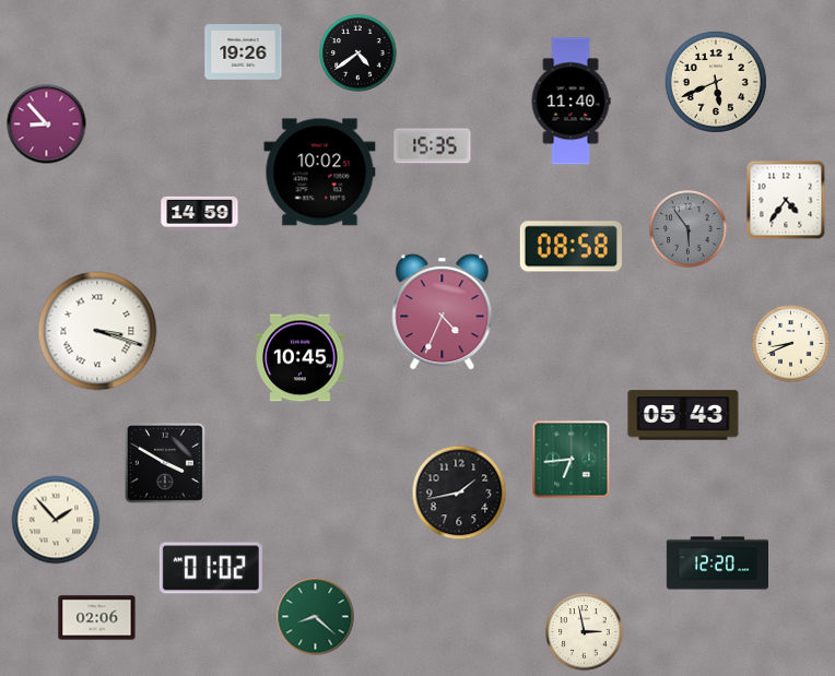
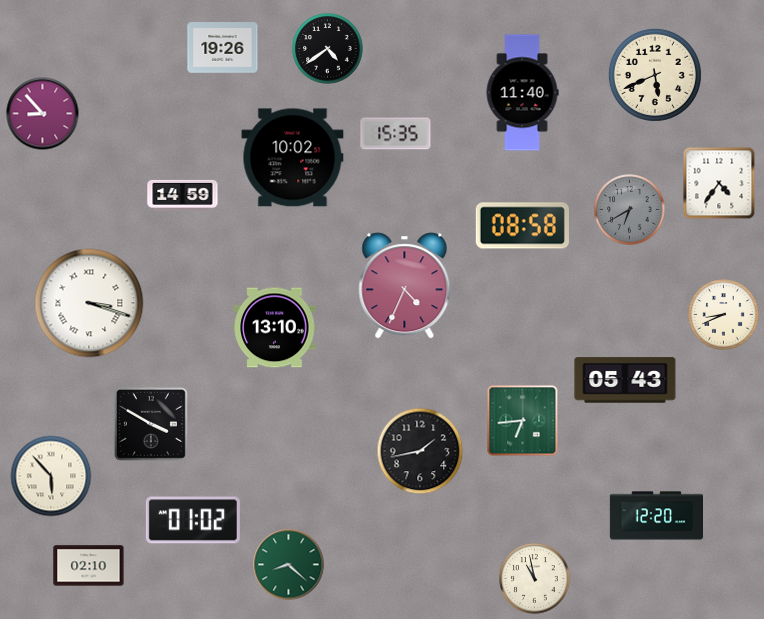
clock at (689, 229): 5:54 -> 6:40
clock at (301, 358): 10:45 -> 13:10
clock at (56, 520): 1:53 -> 5:53
clock at (97, 618): 02:06 -> 02:10
clock at (585, 632): 2:58 -> 10:58
